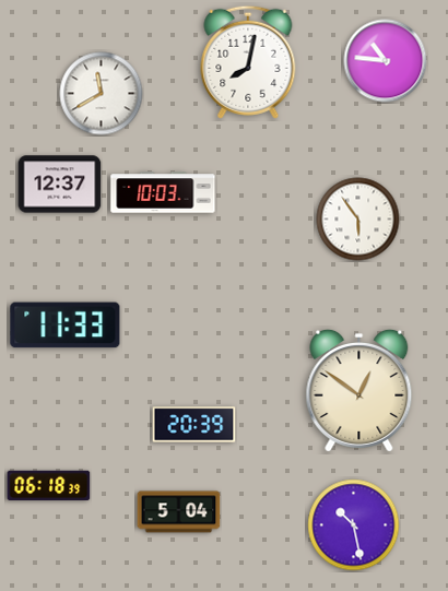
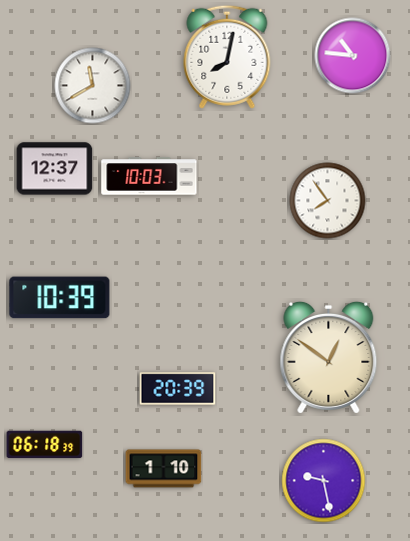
clock at (358, 220): 5:54 -> 7:54
clock at (66, 326): 11:33 -> 10:39
clock at (179, 512): 5:04 -> 1:10
clock at (354, 525): 10:28 -> 9:28
